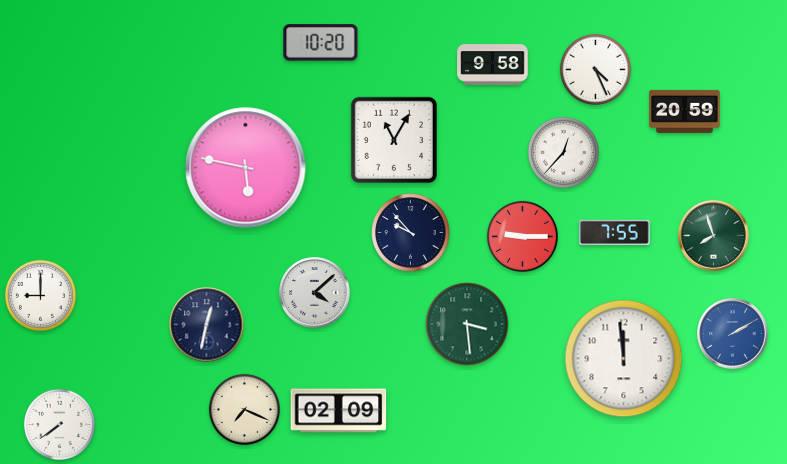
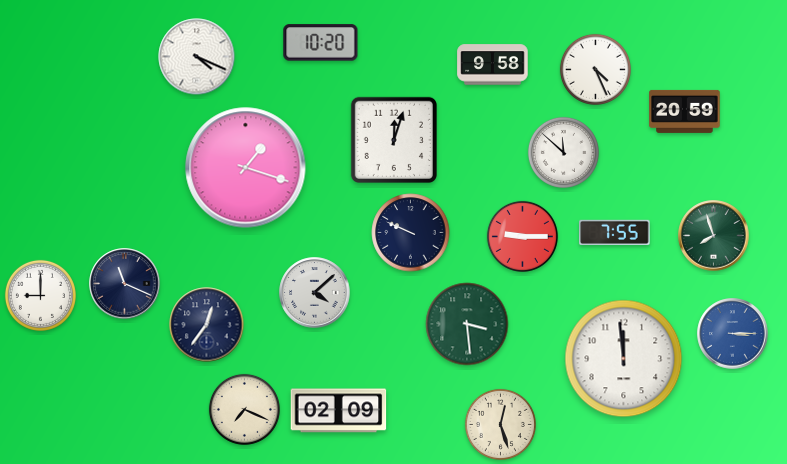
clock at (197, 57): none -> 4:19
clock at (394, 140): 11:05 -> 12:03
clock at (563, 152): 12:37 -> 11:52
clock at (246, 168): 5:47 -> 1:18
clock at (411, 233): 9:53 -> 9:49
clock at (125, 284): none -> 11:19
clock at (207, 325): 12:32 -> 12:36
clock at (733, 334): 2:10 -> 3:15
clock at (59, 424): 7:39 -> none
clock at (500, 424): none -> 12:27
